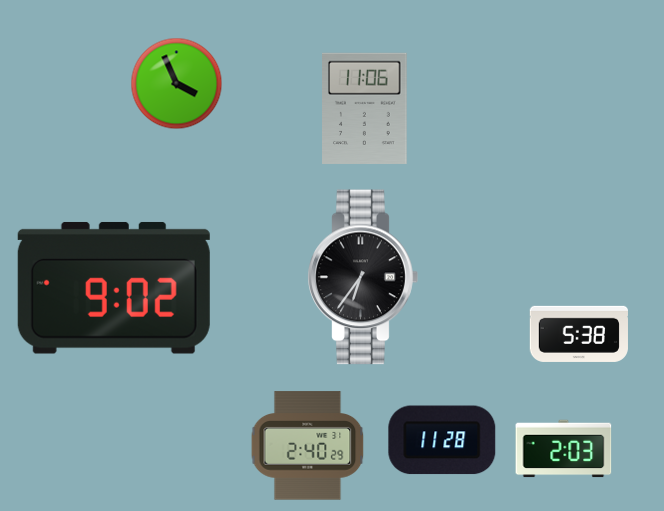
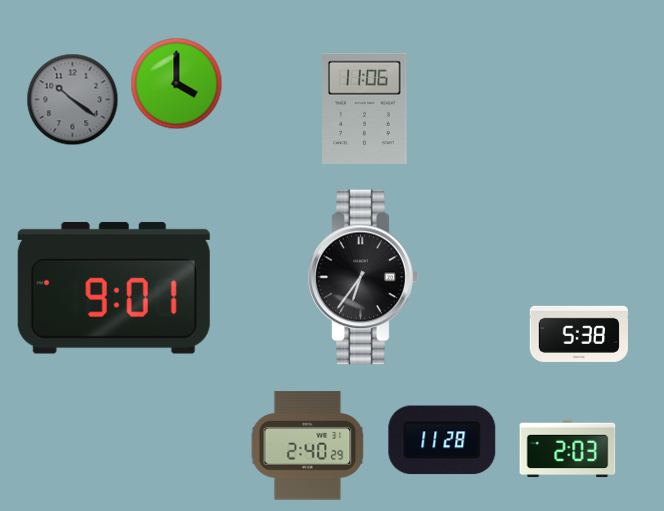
clock at (177, 84): 3:56 -> 4:00
clock at (73, 100): none -> 10:21
clock at (114, 288): 9:02 -> 9:01
clock at (564, 449) position: (564, 449) -> (568, 449)
